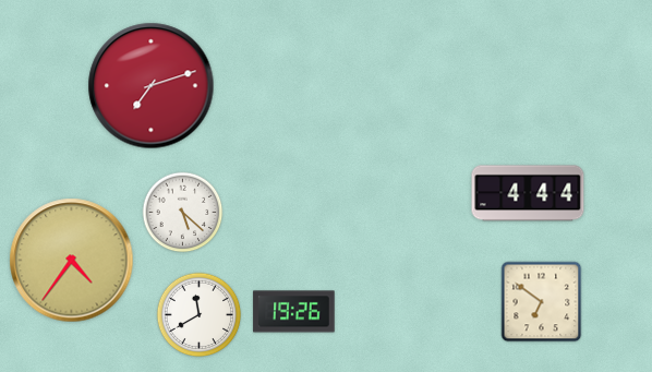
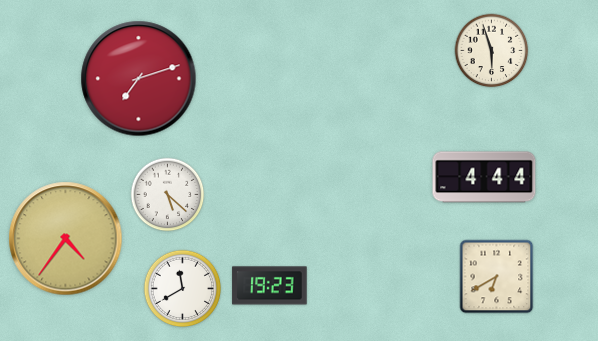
clock at (492, 51): none -> 5:57
clock at (542, 302): 6:51 -> 6:40
clock at (294, 312): 19:26 -> 19:23
